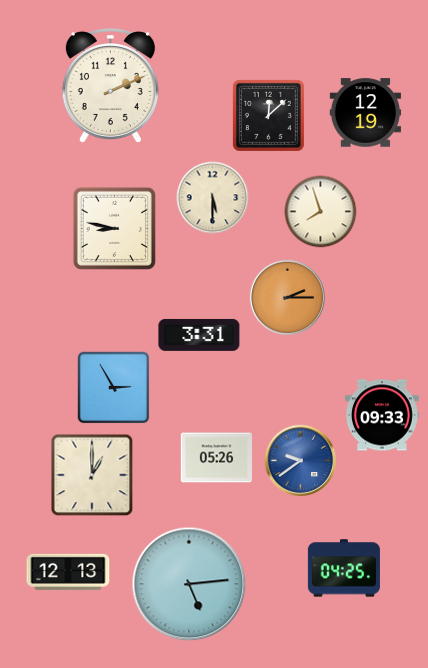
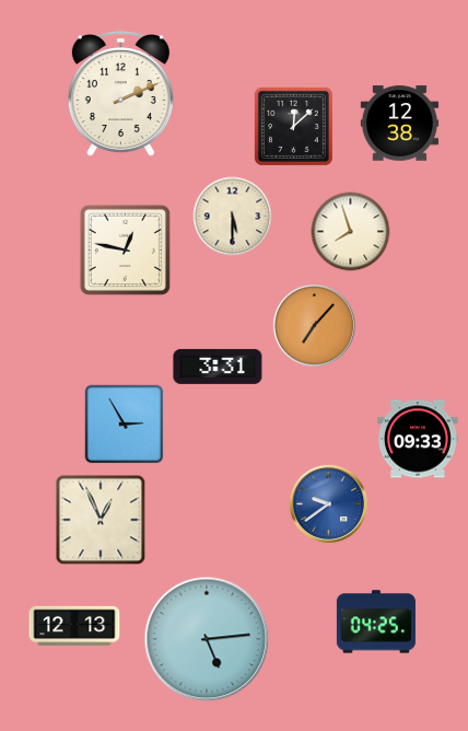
clock at (366, 113): 12:19 -> 12:38
clock at (114, 228): 8:47 -> 12:47
clock at (287, 297): 2:15 -> 7:07
clock at (383, 415) position: (383, 415) -> (419, 439)
clock at (216, 458): 05:26 -> none
clock at (92, 475): 1:00 -> 12:56
